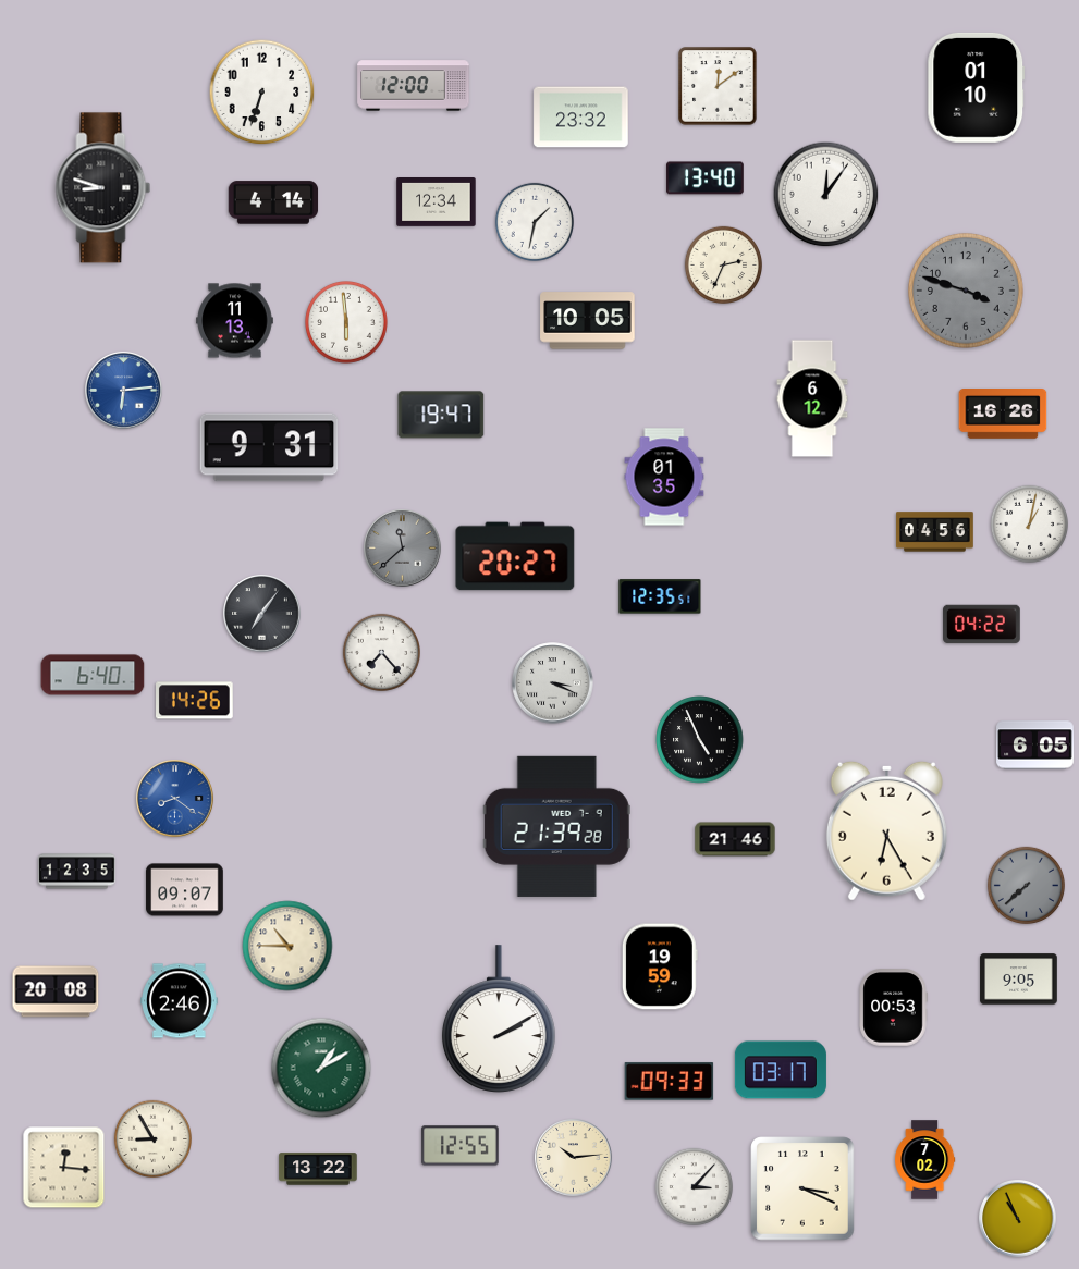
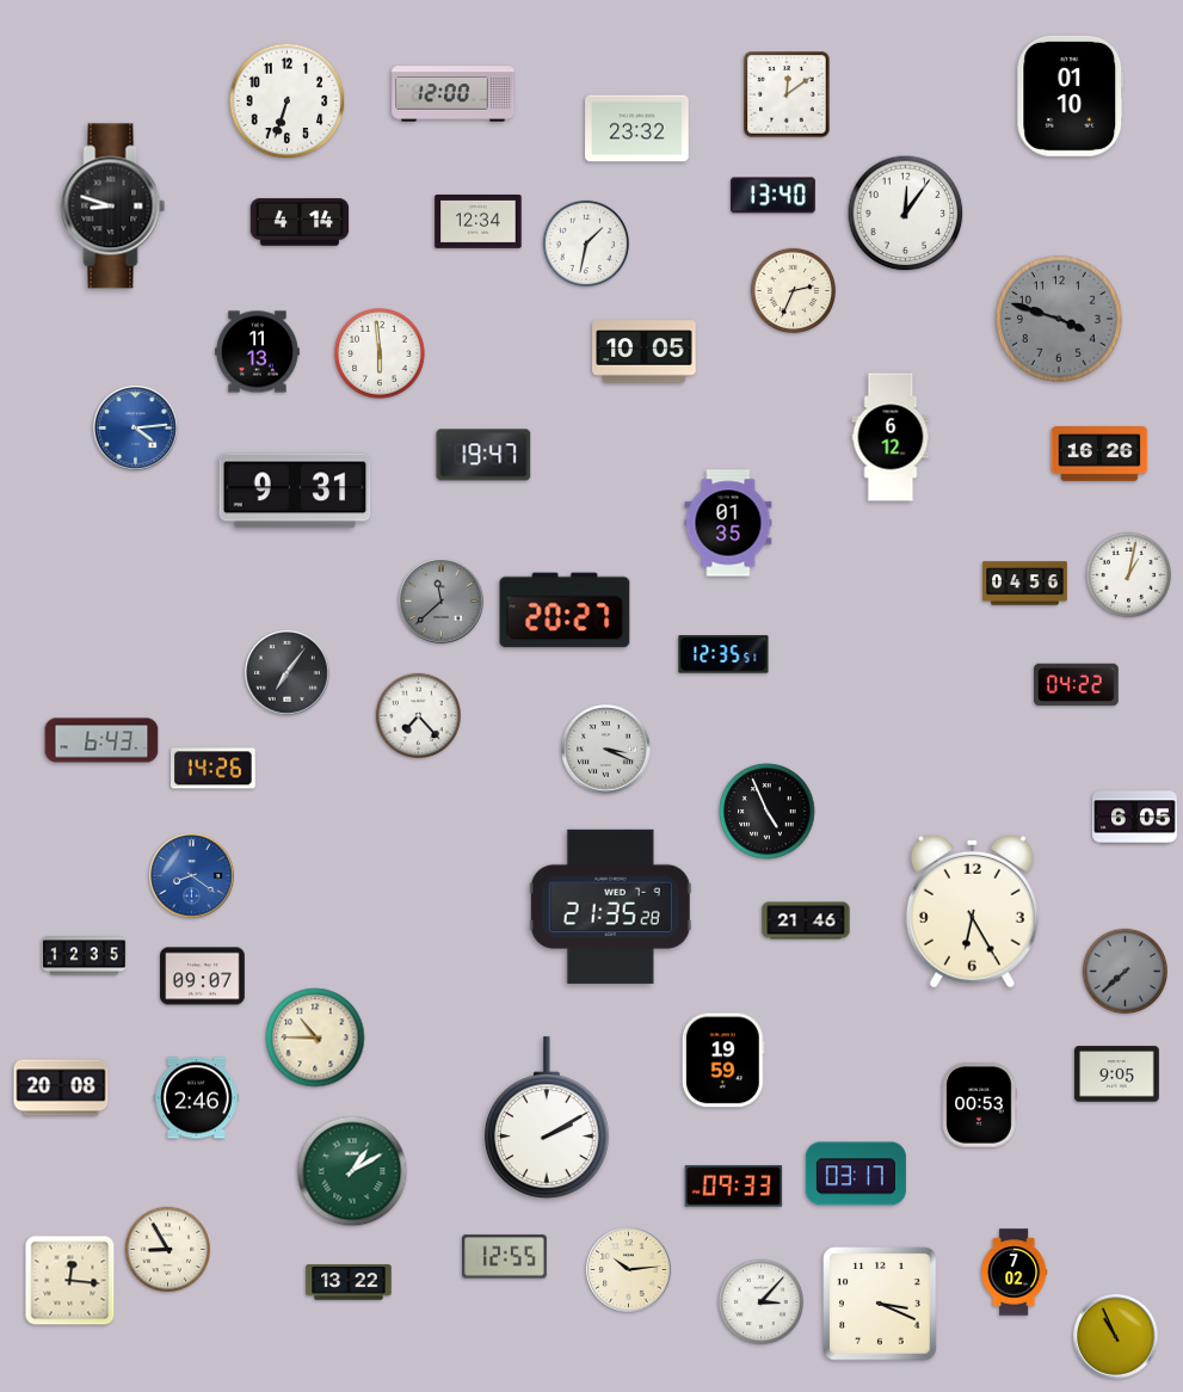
clock at (124, 391): 6:14 -> 4:14
clock at (93, 675): 6:40 -> 6:43
clock at (556, 826): 21:39 -> 21:35
